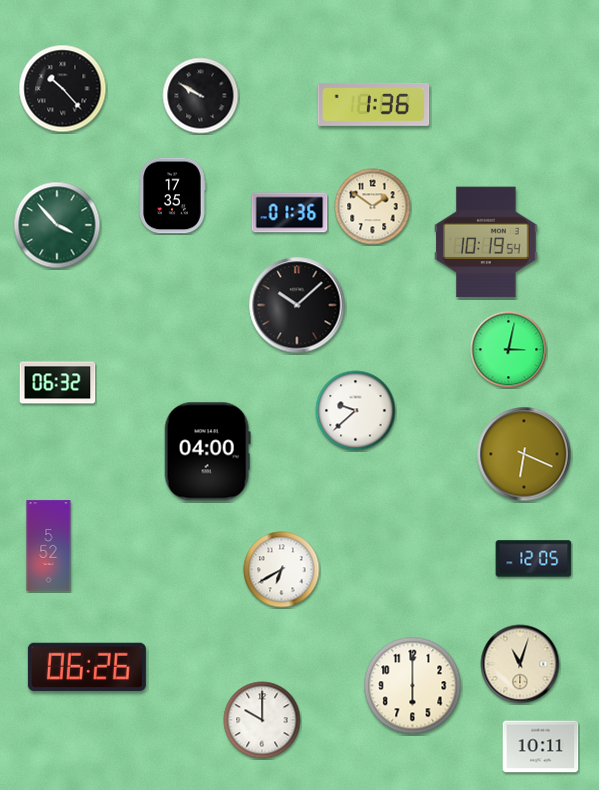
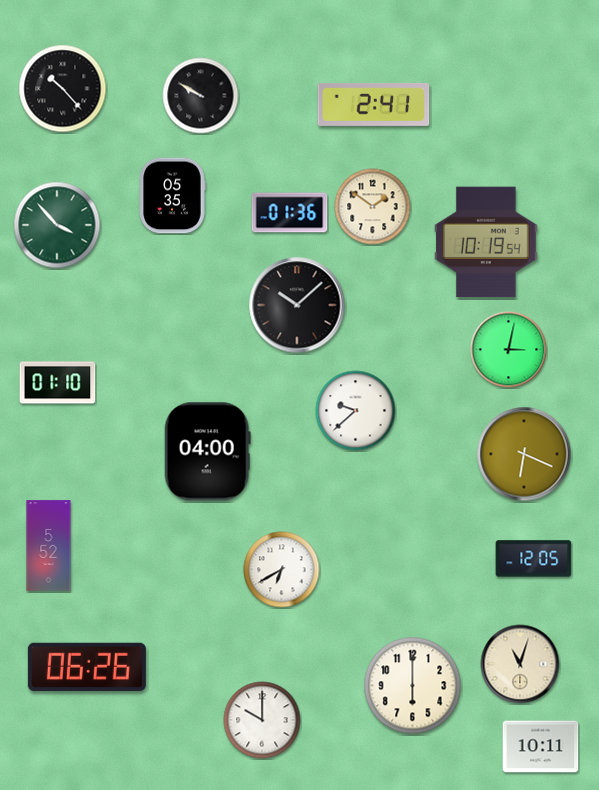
clock at (374, 104): 1:36 -> 2:41
clock at (172, 196): 17:35 -> 05:35
clock at (58, 383): 06:32 -> 01:10
